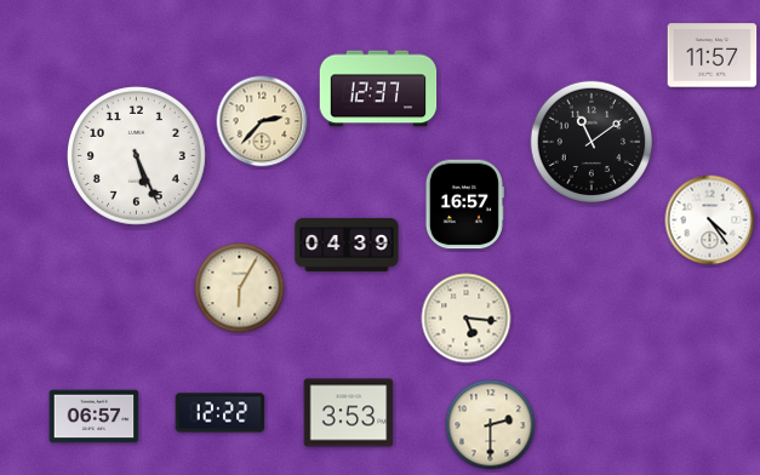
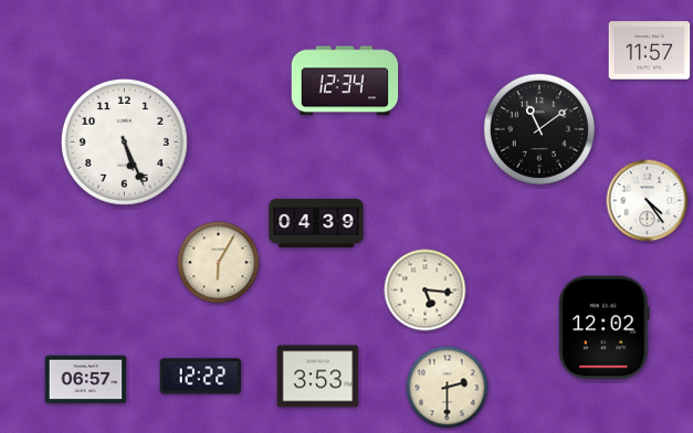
clock at (378, 88): 12:37 -> 12:34
clock at (262, 121): 2:37 -> none
clock at (464, 205): 16:57 -> none
clock at (605, 328): none -> 12:02
